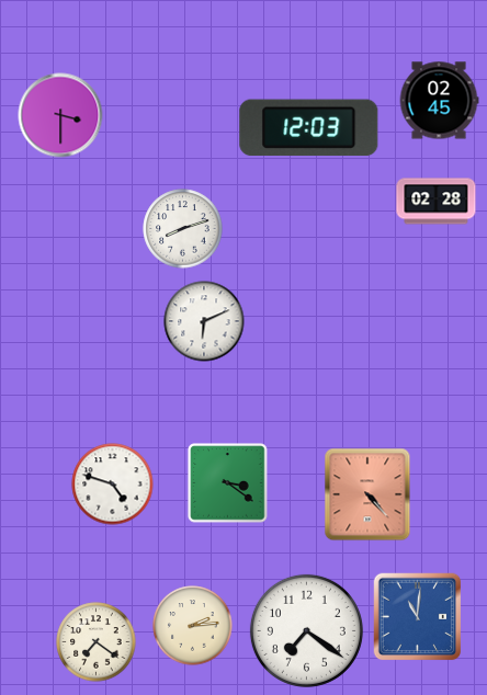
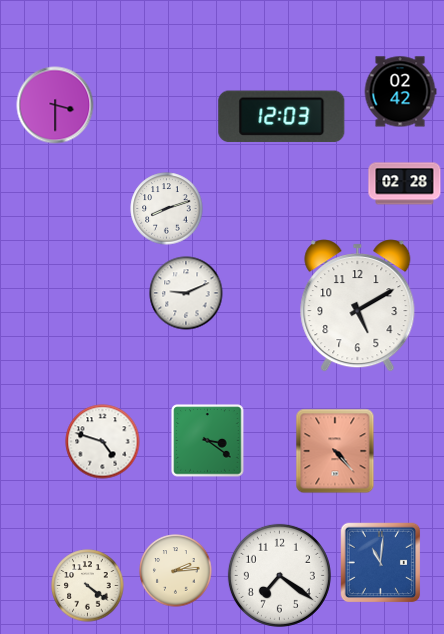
clock at (439, 101): 02:45 -> 02:42
clock at (437, 202) position: (437, 202) -> (405, 184)
clock at (204, 321): 6:11 -> 9:11
clock at (358, 306): none -> 5:10
clock at (97, 642): 7:21 -> 4:21
